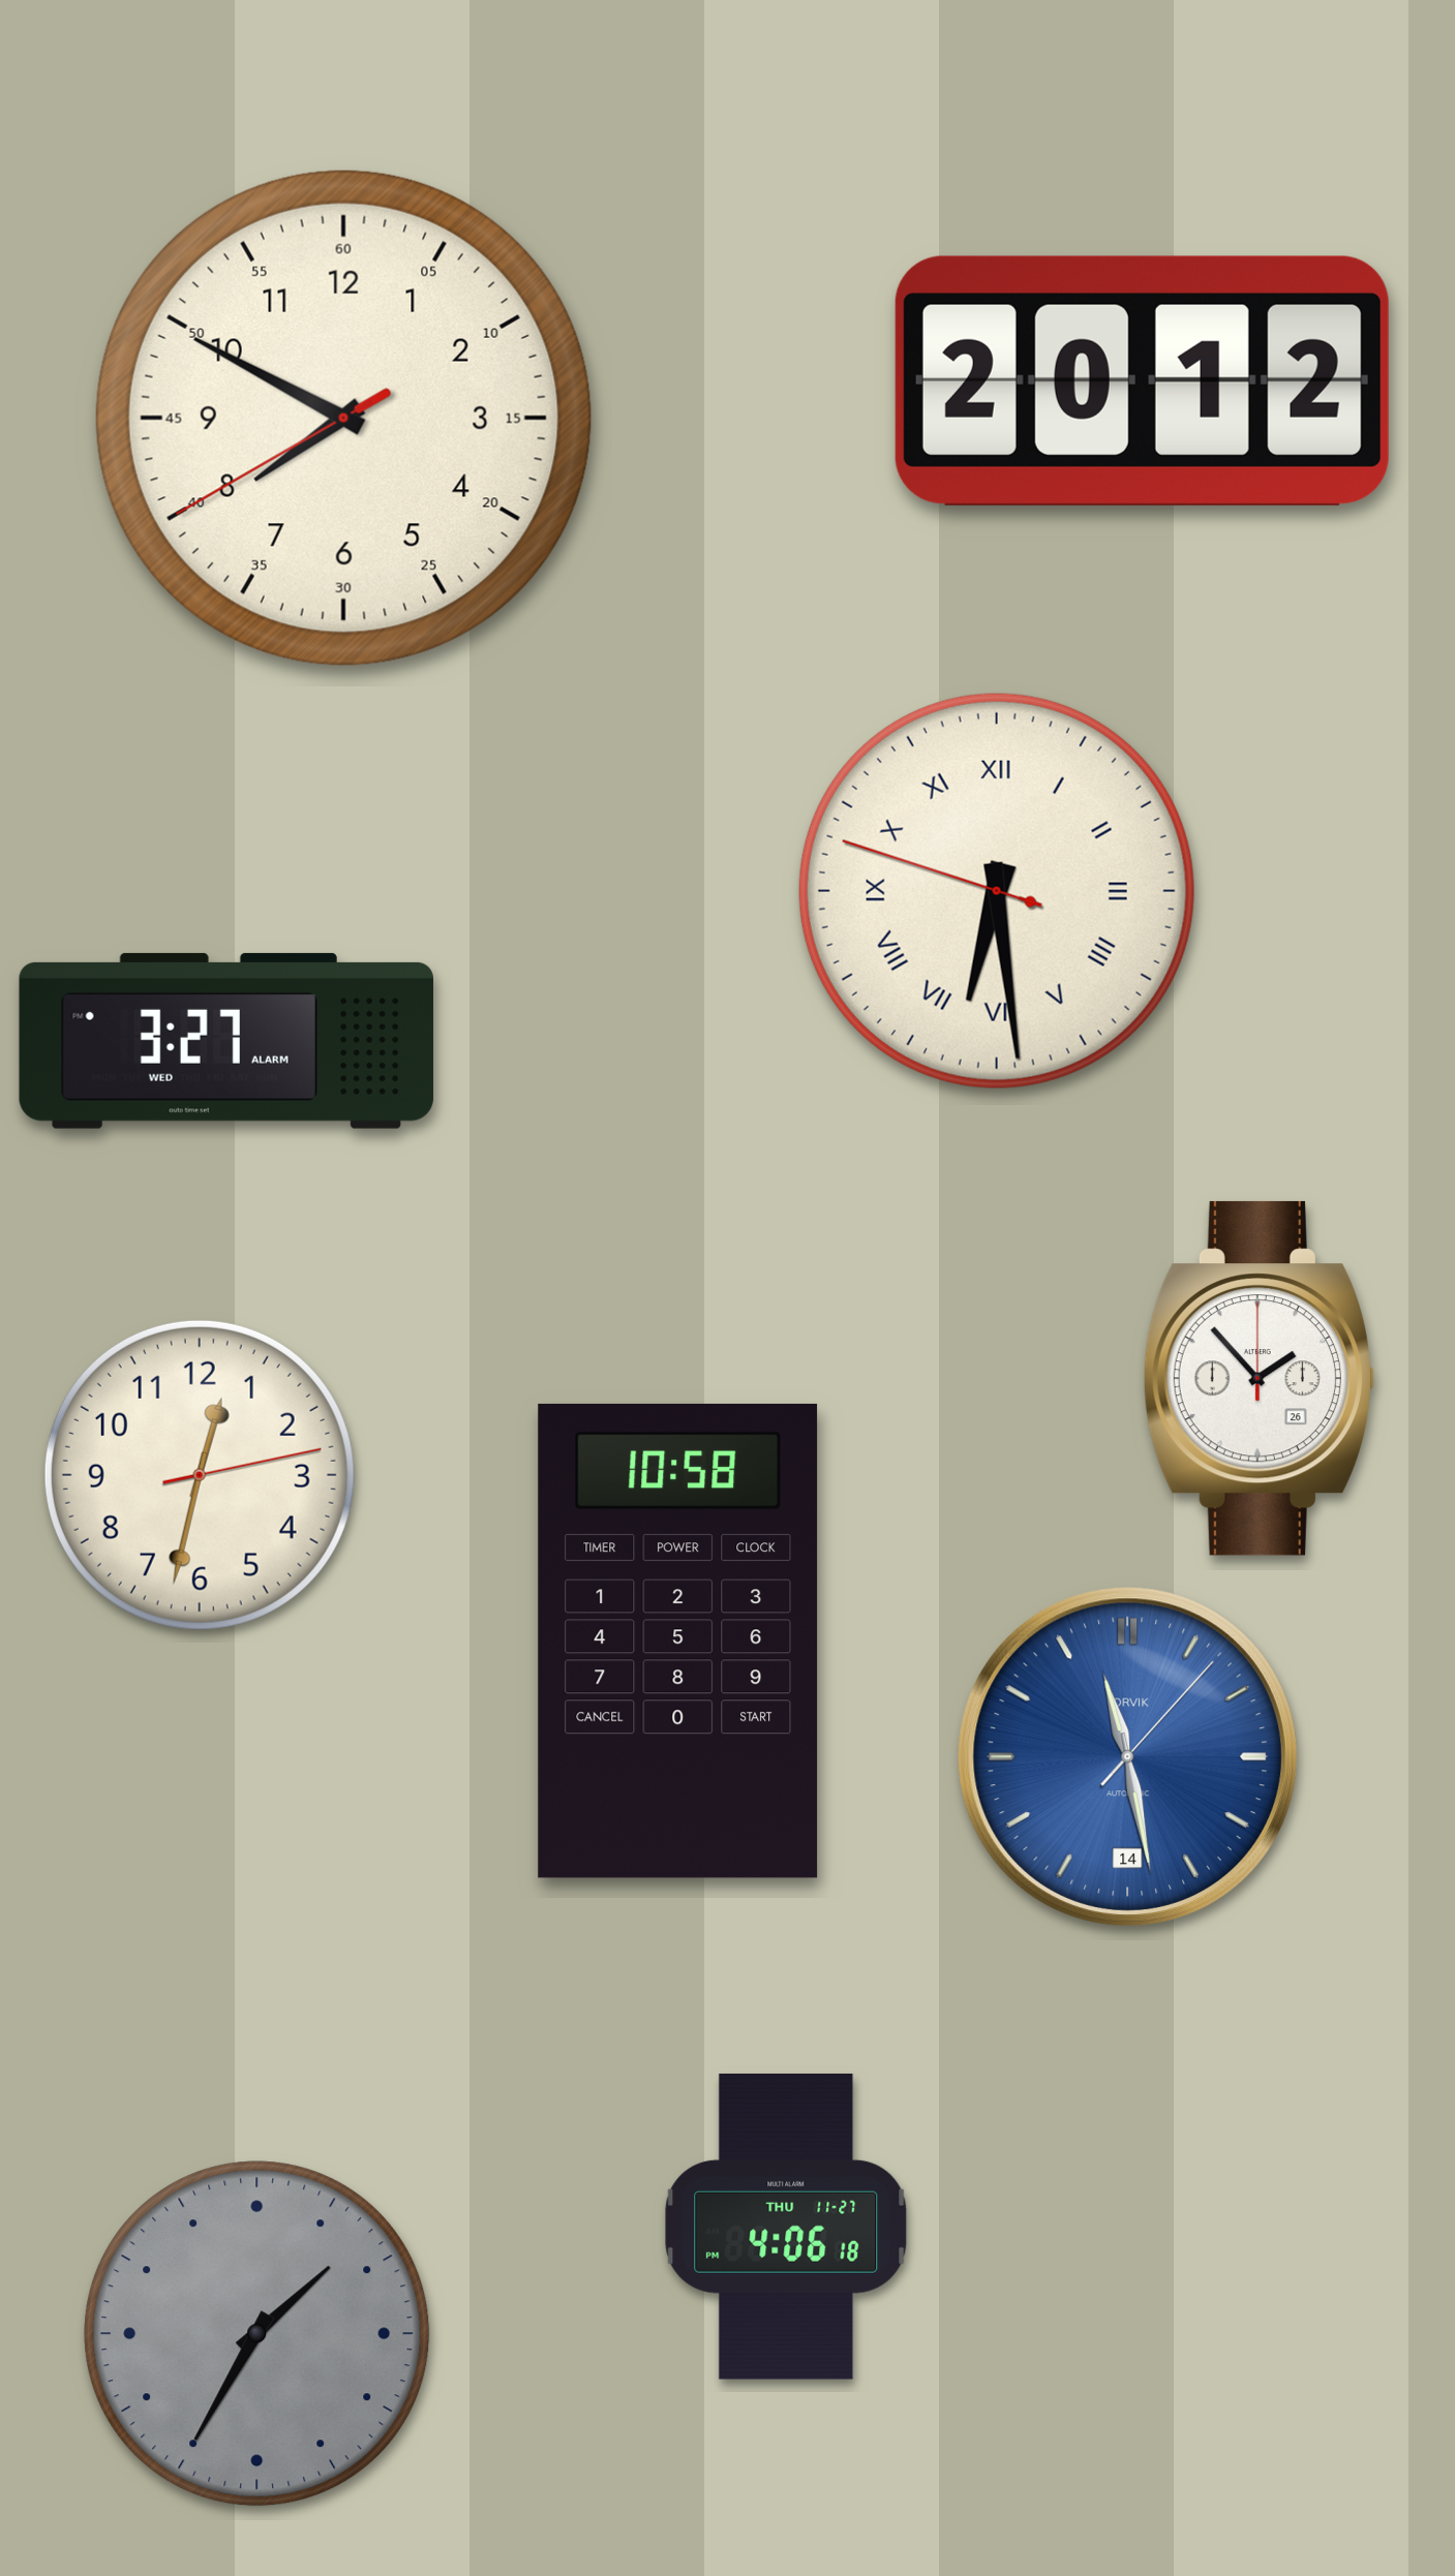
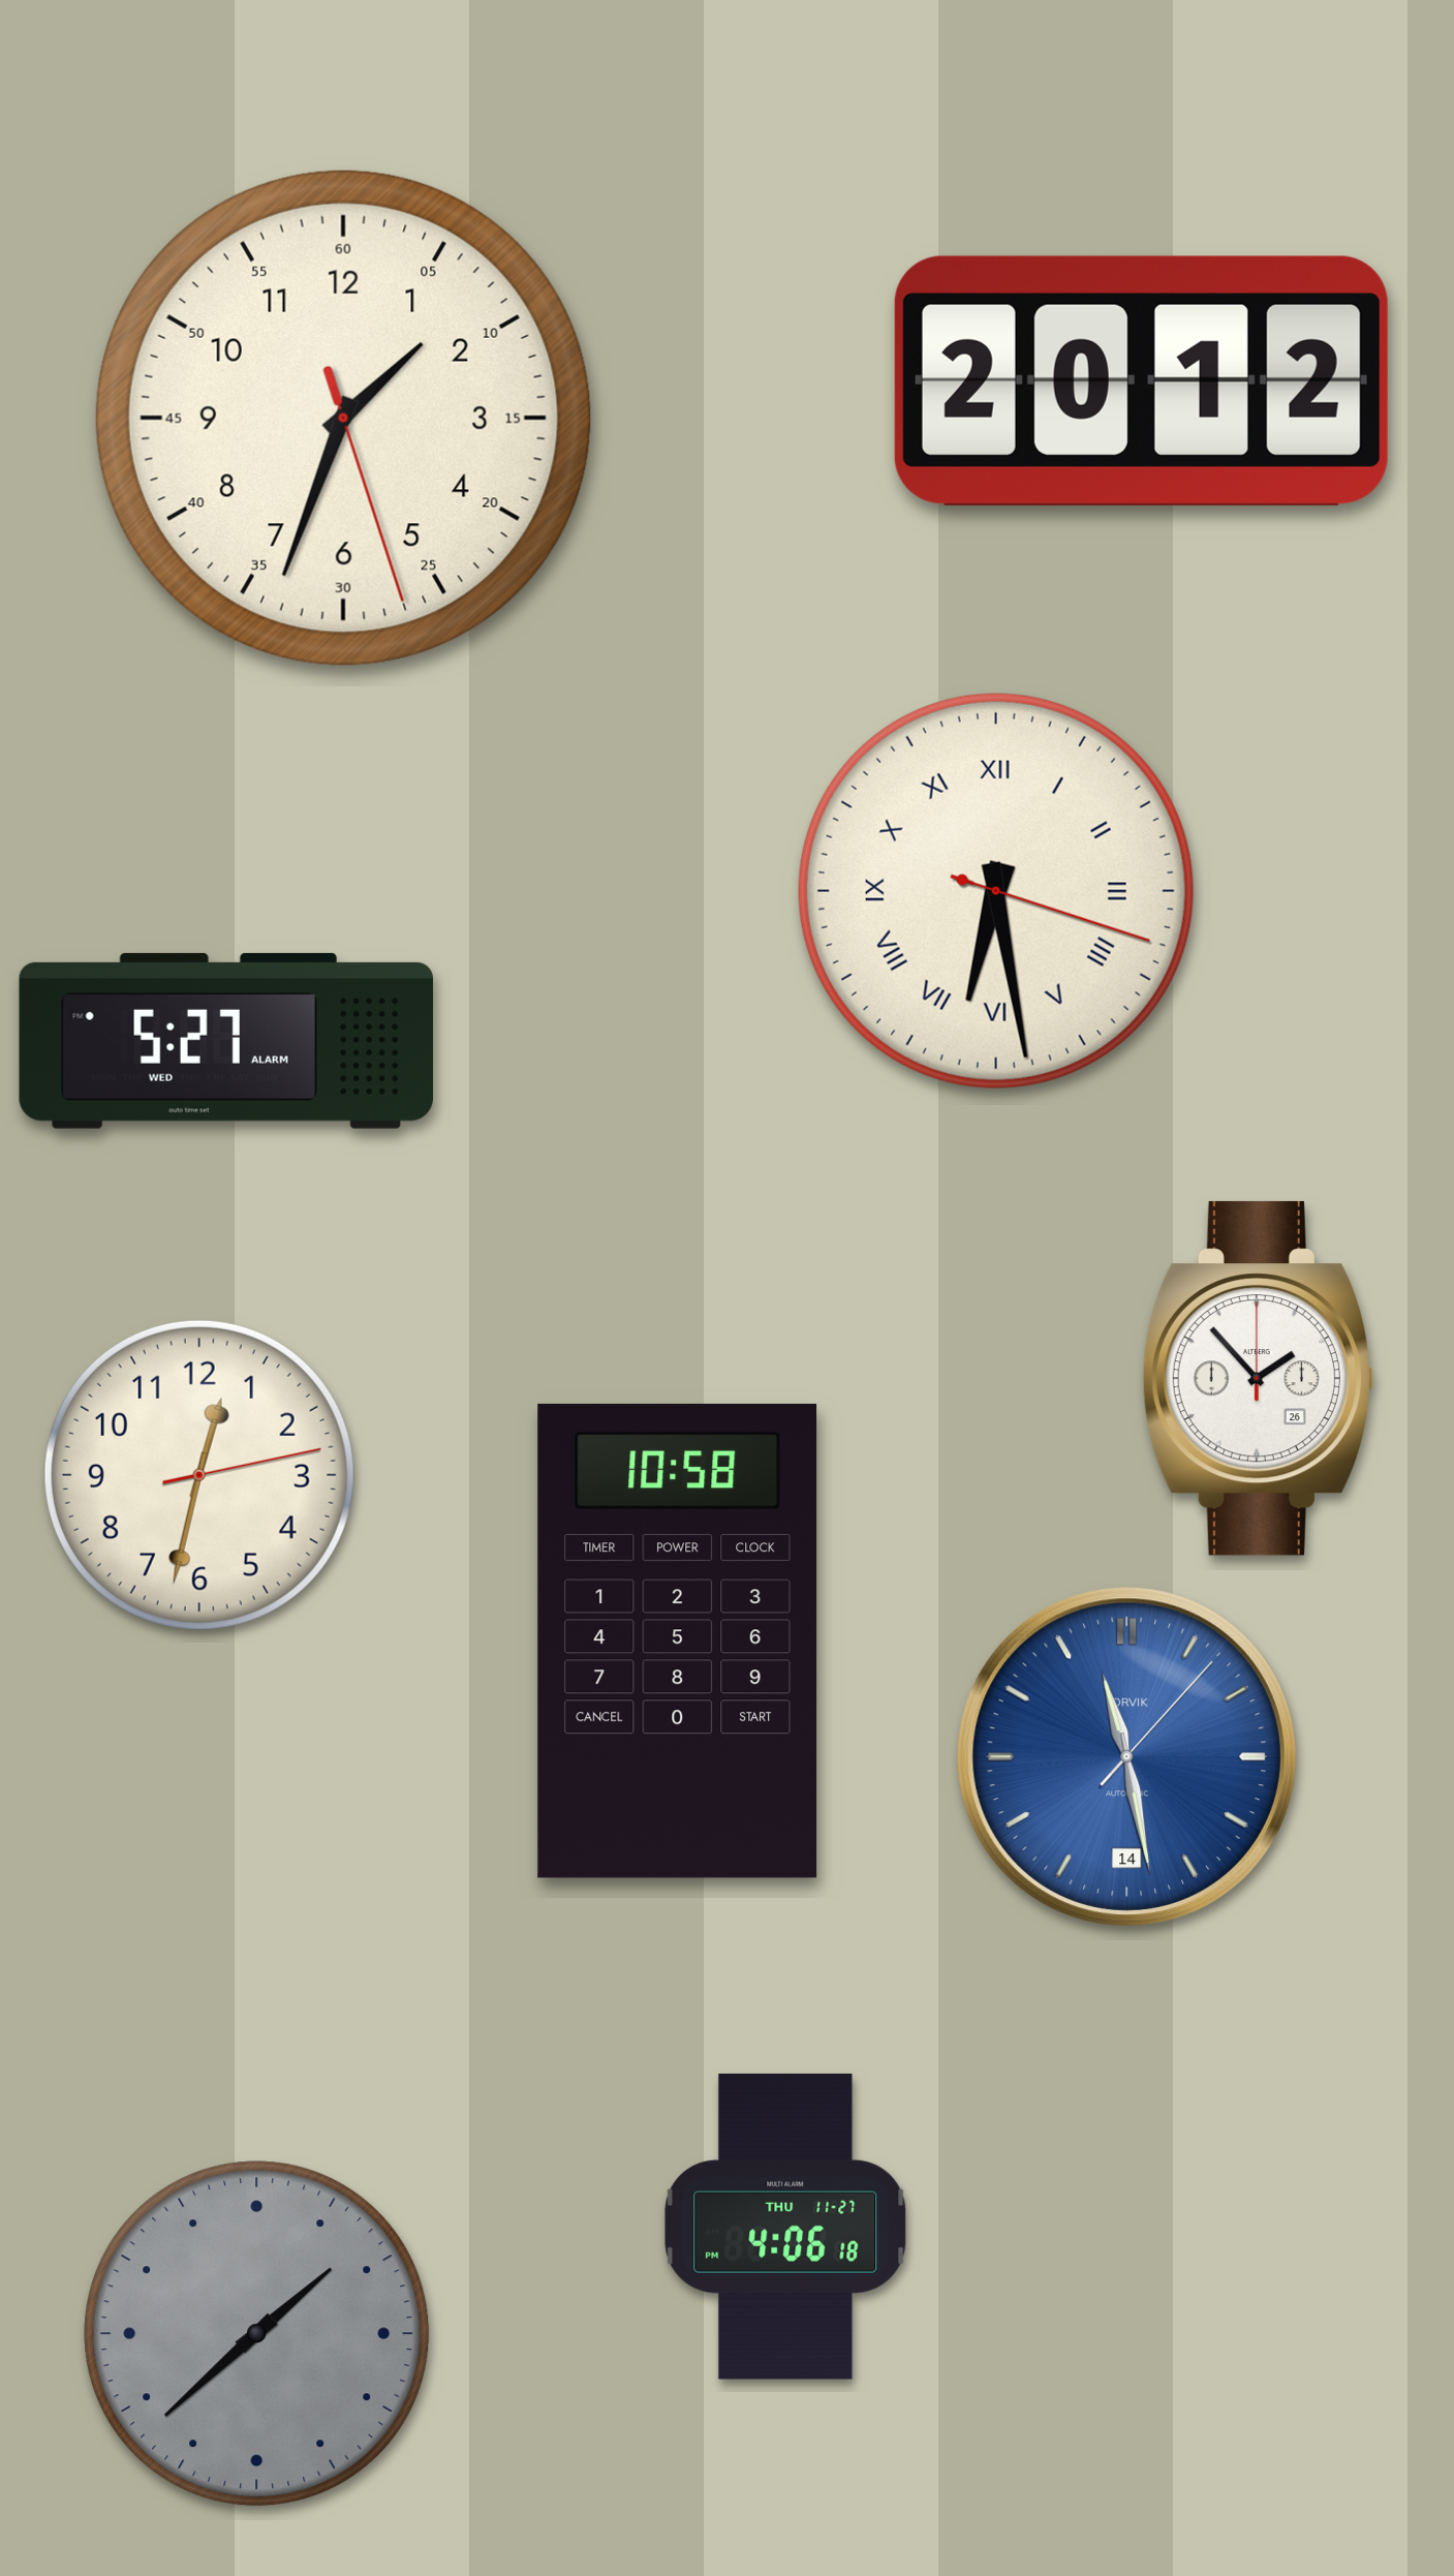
clock at (343, 418): 7:49 -> 1:33
clock at (997, 891): 6:28:48 -> 6:28:18
clock at (226, 1041): 3:27 -> 5:27
clock at (257, 2334): 1:35 -> 1:38
